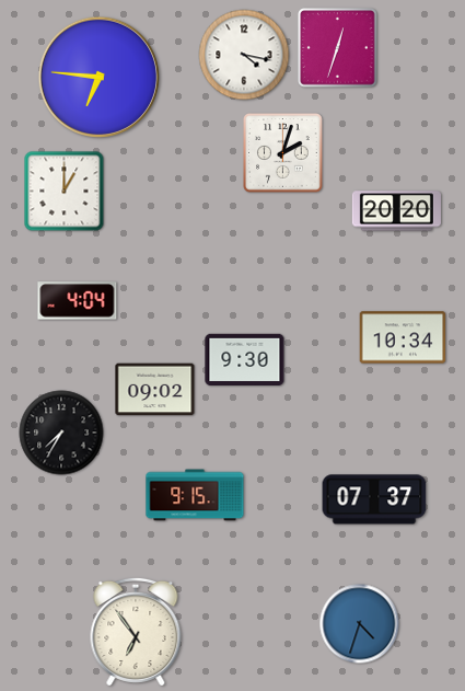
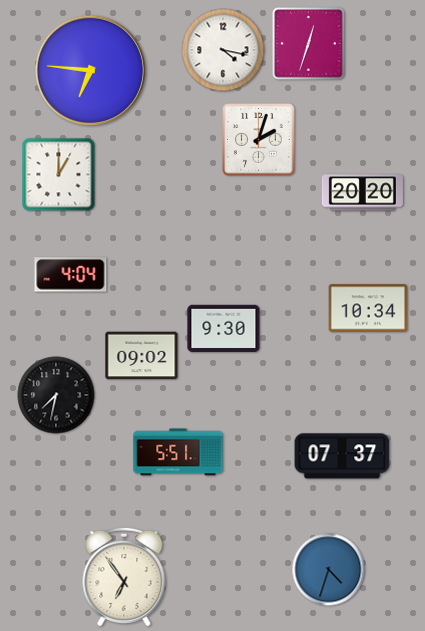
clock at (61, 433): 7:35 -> 7:32
clock at (195, 495): 9:15 -> 5:51
